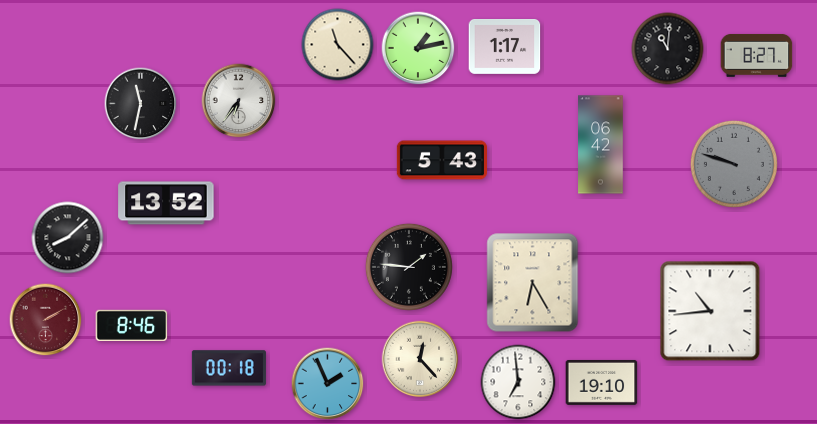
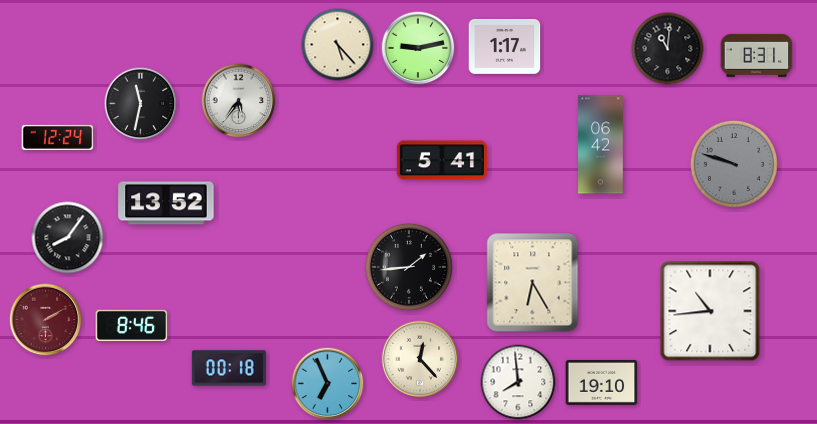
clock at (338, 45): 11:23 -> 5:23
clock at (418, 48): 1:13 -> 9:13
clock at (757, 56): 8:27 -> 8:31
clock at (239, 101): 6:36 -> 5:36
clock at (58, 137): none -> 12:24
clock at (441, 160): 5:43 -> 5:41
clock at (68, 238): 8:08 -> 8:06
clock at (409, 267): 1:46 -> 1:44
clock at (518, 382): 6:59 -> 7:59
clock at (328, 384): 1:56 -> 6:56
